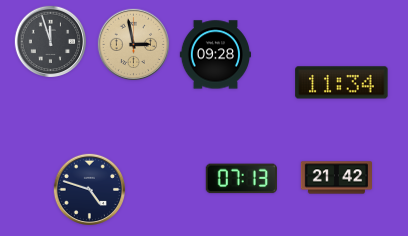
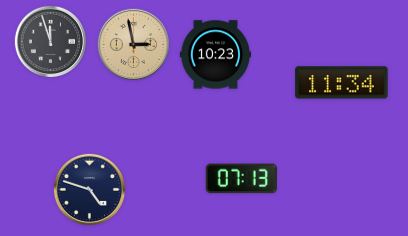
clock at (215, 55): 09:28 -> 10:23
clock at (336, 178): 21:42 -> none
